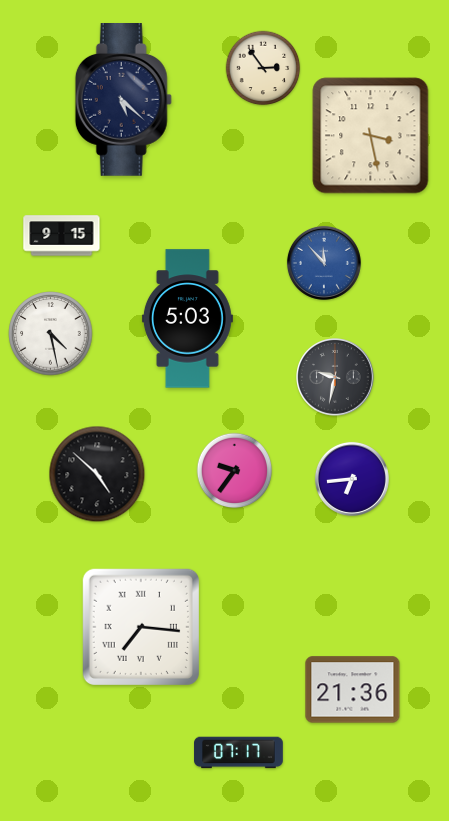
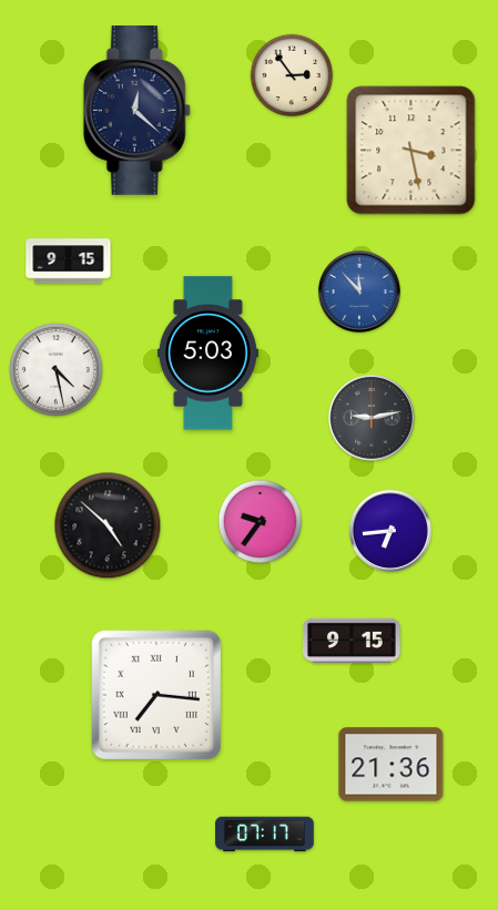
clock at (123, 100): 5:22 -> 12:22
clock at (336, 378): 9:32 -> 9:13
clock at (352, 640): none -> 9:15
